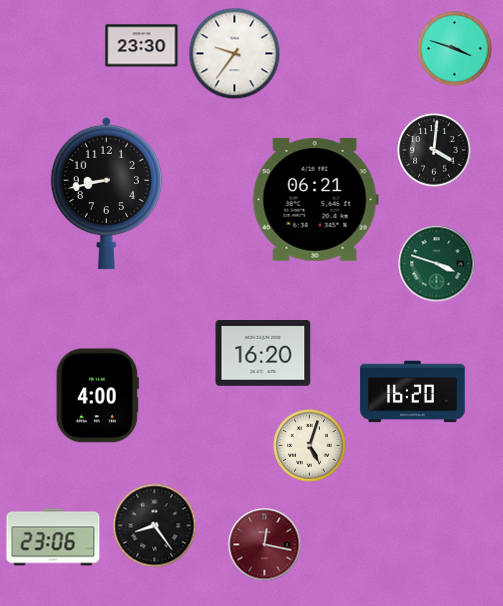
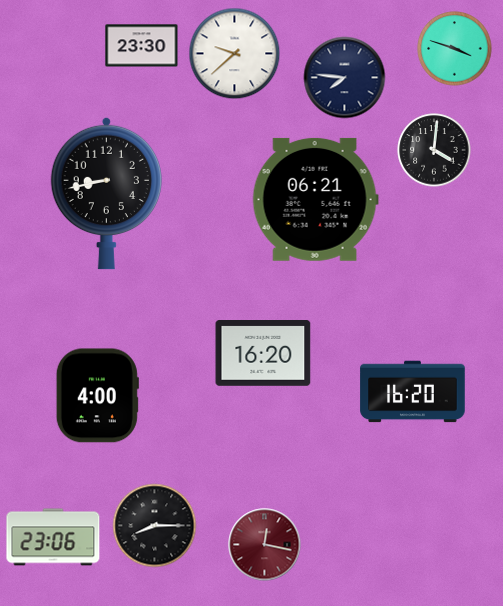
clock at (235, 54): 9:36 -> 9:38
clock at (345, 78): none -> 7:46
clock at (437, 264): 3:48 -> none
clock at (310, 446): 5:03 -> none
clock at (155, 526): 8:24 -> 8:15
